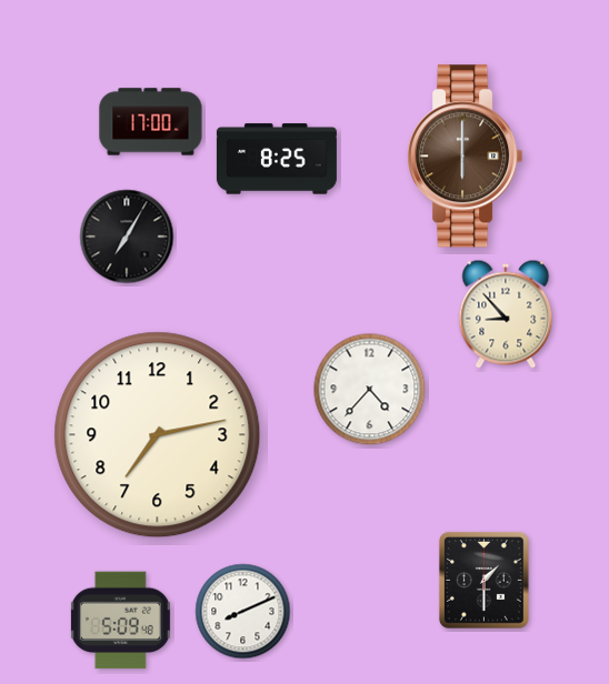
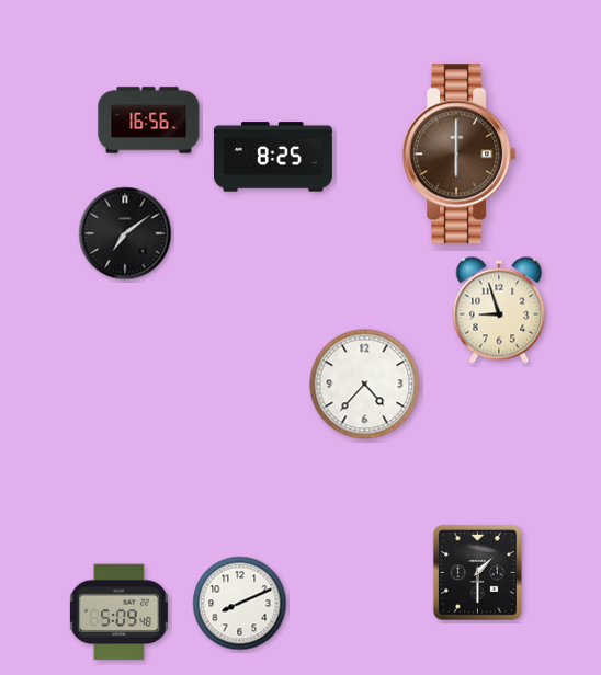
clock at (151, 122): 17:00 -> 16:56
clock at (127, 237): 7:05 -> 7:09
clock at (506, 314): 8:53 -> 8:57
clock at (158, 435): 7:13 -> none
